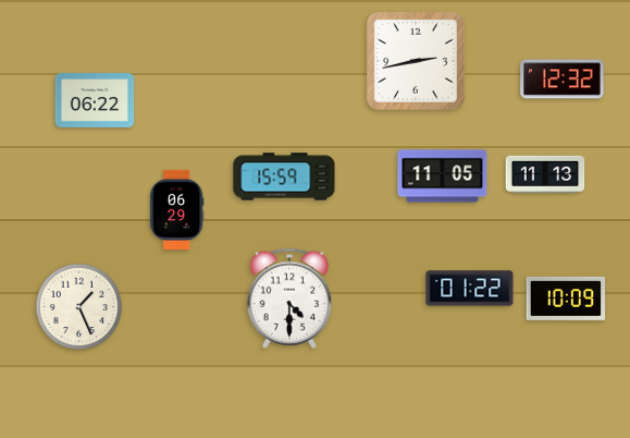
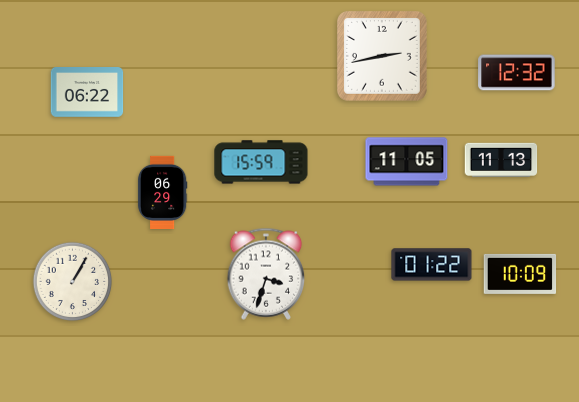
clock at (289, 299): 4:30 -> 3:33
clock at (79, 307): 1:26 -> 1:05
